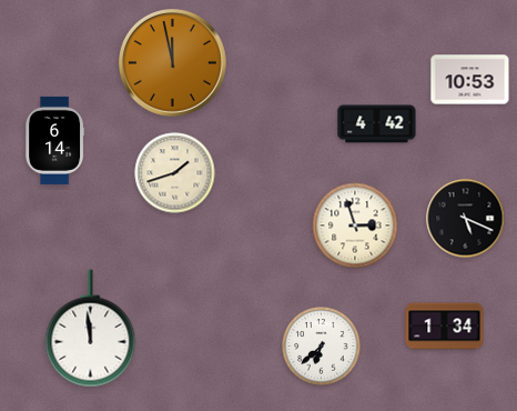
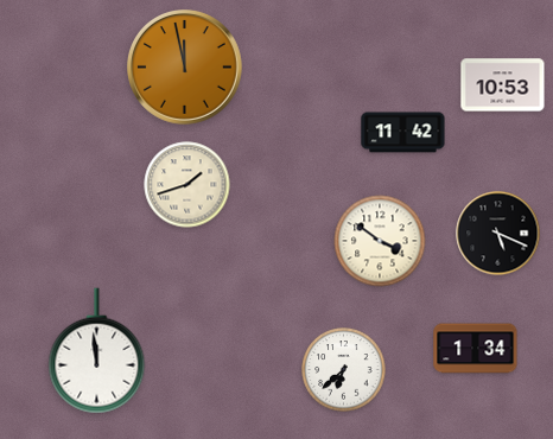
clock at (377, 124): 4:42 -> 11:42
clock at (54, 140): 6:14 -> none
clock at (355, 225): 2:57 -> 3:51
